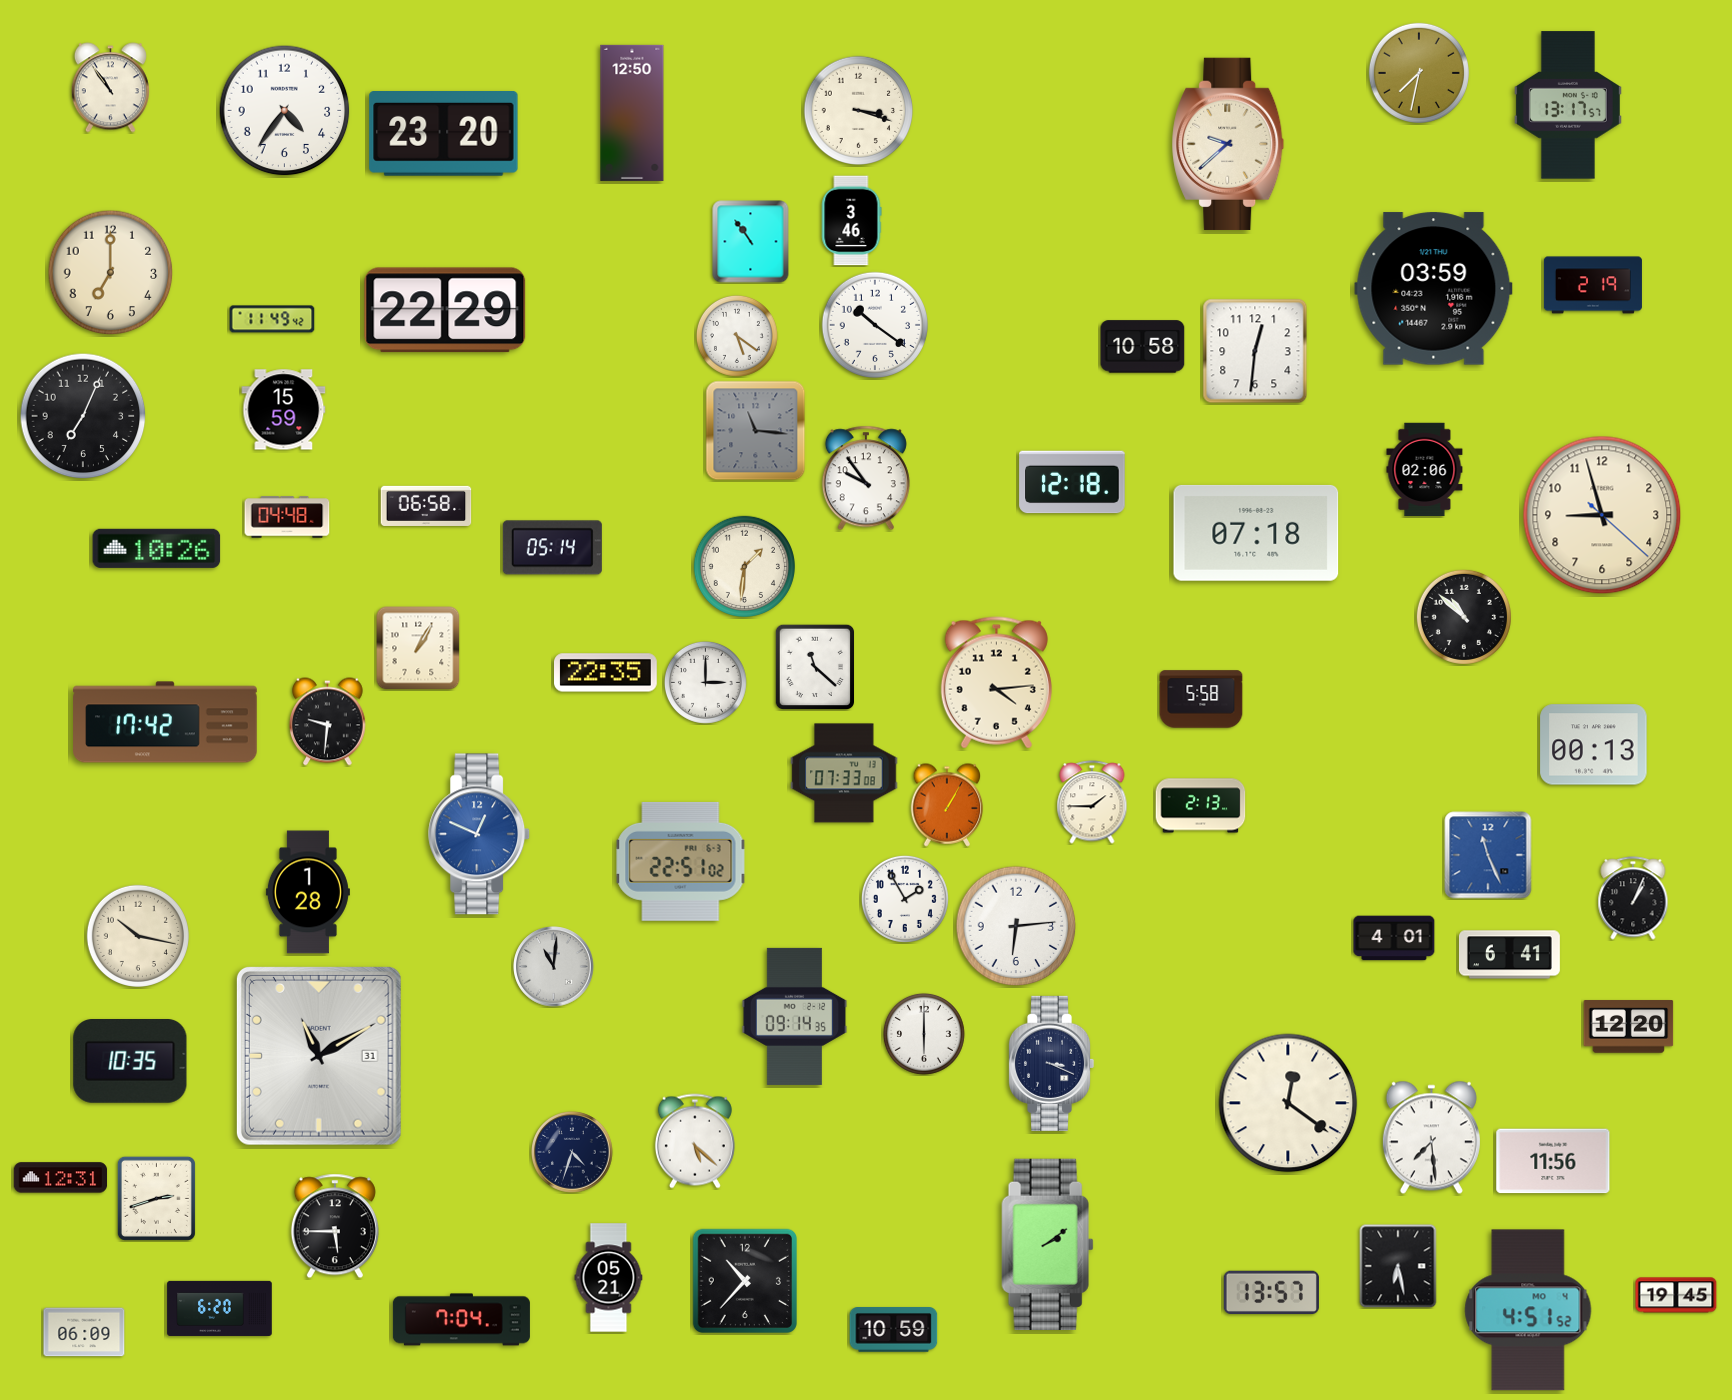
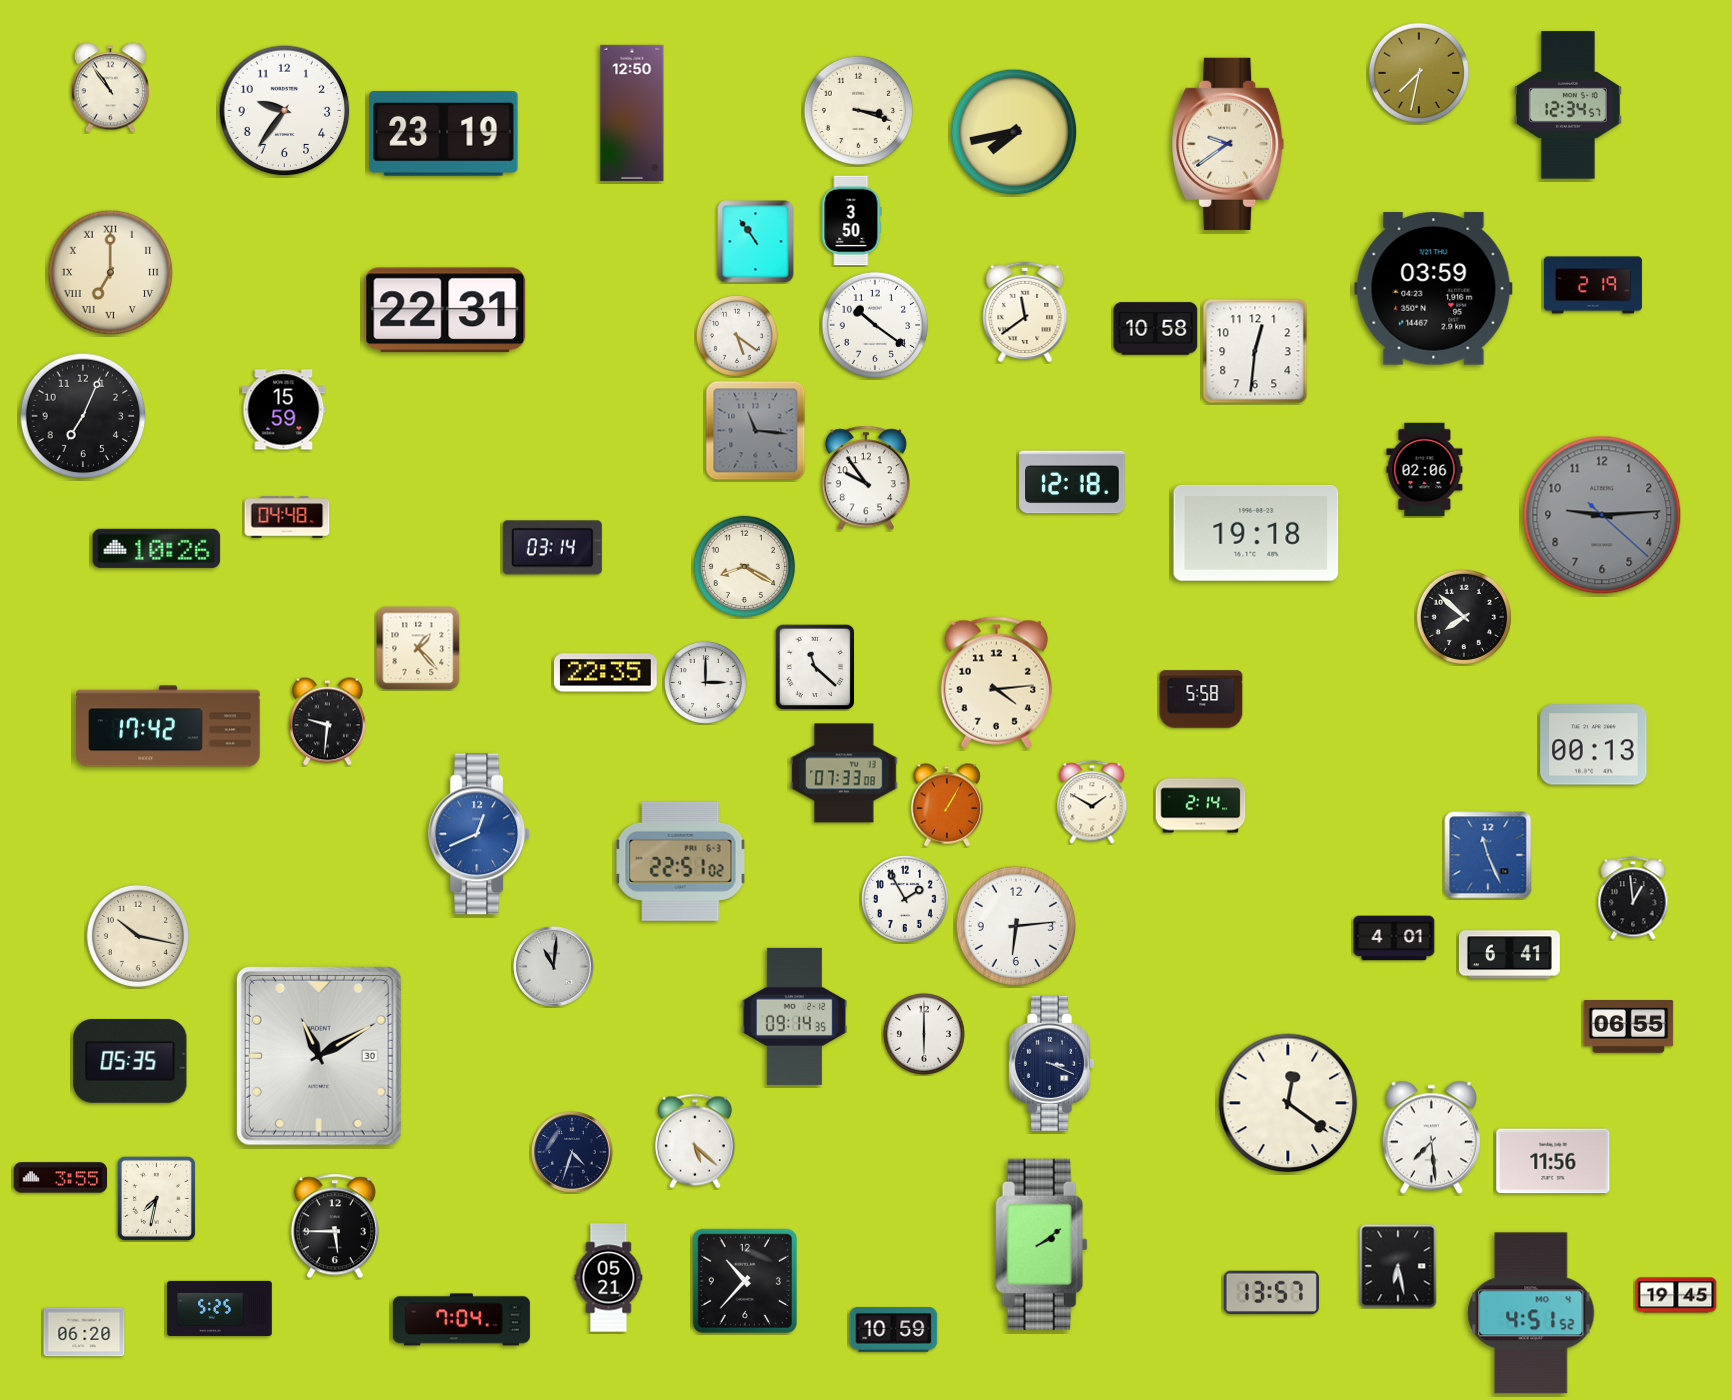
clock at (1568, 105): 13:17 -> 12:34
clock at (285, 111): 4:36 -> 9:36
clock at (1014, 132): none -> 7:43
clock at (444, 134): 23:20 -> 23:19
clock at (1228, 144): 9:38 -> 9:39
clock at (852, 221): 3:46 -> 3:50
clock at (751, 242) position: (751, 242) -> (756, 242)
clock at (111, 273) numerals: Arabic -> Roman
clock at (445, 310): 22:29 -> 22:31
clock at (1025, 311): none -> 11:39
clock at (272, 319): 11:49 -> none
clock at (1143, 347) position: (1143, 347) -> (1156, 329)
clock at (426, 506): 06:58 -> none
clock at (1602, 515): 8:57 -> 9:14
clock at (1602, 515) dial: cream -> grey
clock at (1256, 533): 07:18 -> 19:18
clock at (552, 548): 05:14 -> 03:14
clock at (744, 566): 1:31 -> 8:20
clock at (1464, 617): 10:52 -> 7:52
clock at (418, 648): 1:05 -> 1:23
clock at (165, 722) position: (165, 722) -> (168, 726)
clock at (1092, 802): 1:45 -> 1:50
clock at (1201, 806): 2:13 -> 2:14
clock at (480, 834): 12:49 -> 12:41
clock at (308, 892): 1:28 -> none
clock at (1633, 898): 1:04 -> 12:59
clock at (1629, 1027): 12:20 -> 06:55
clock at (319, 1056) date: 31 -> 30
clock at (130, 1062): 10:35 -> 05:35
clock at (61, 1178): 12:31 -> 3:55
clock at (156, 1198): 2:42 -> 7:32
clock at (1048, 1244) position: (1048, 1244) -> (1042, 1244)
clock at (220, 1308): 6:20 -> 5:25
clock at (1528, 1310) position: (1528, 1310) -> (1531, 1313)
clock at (84, 1332): 06:09 -> 06:20
